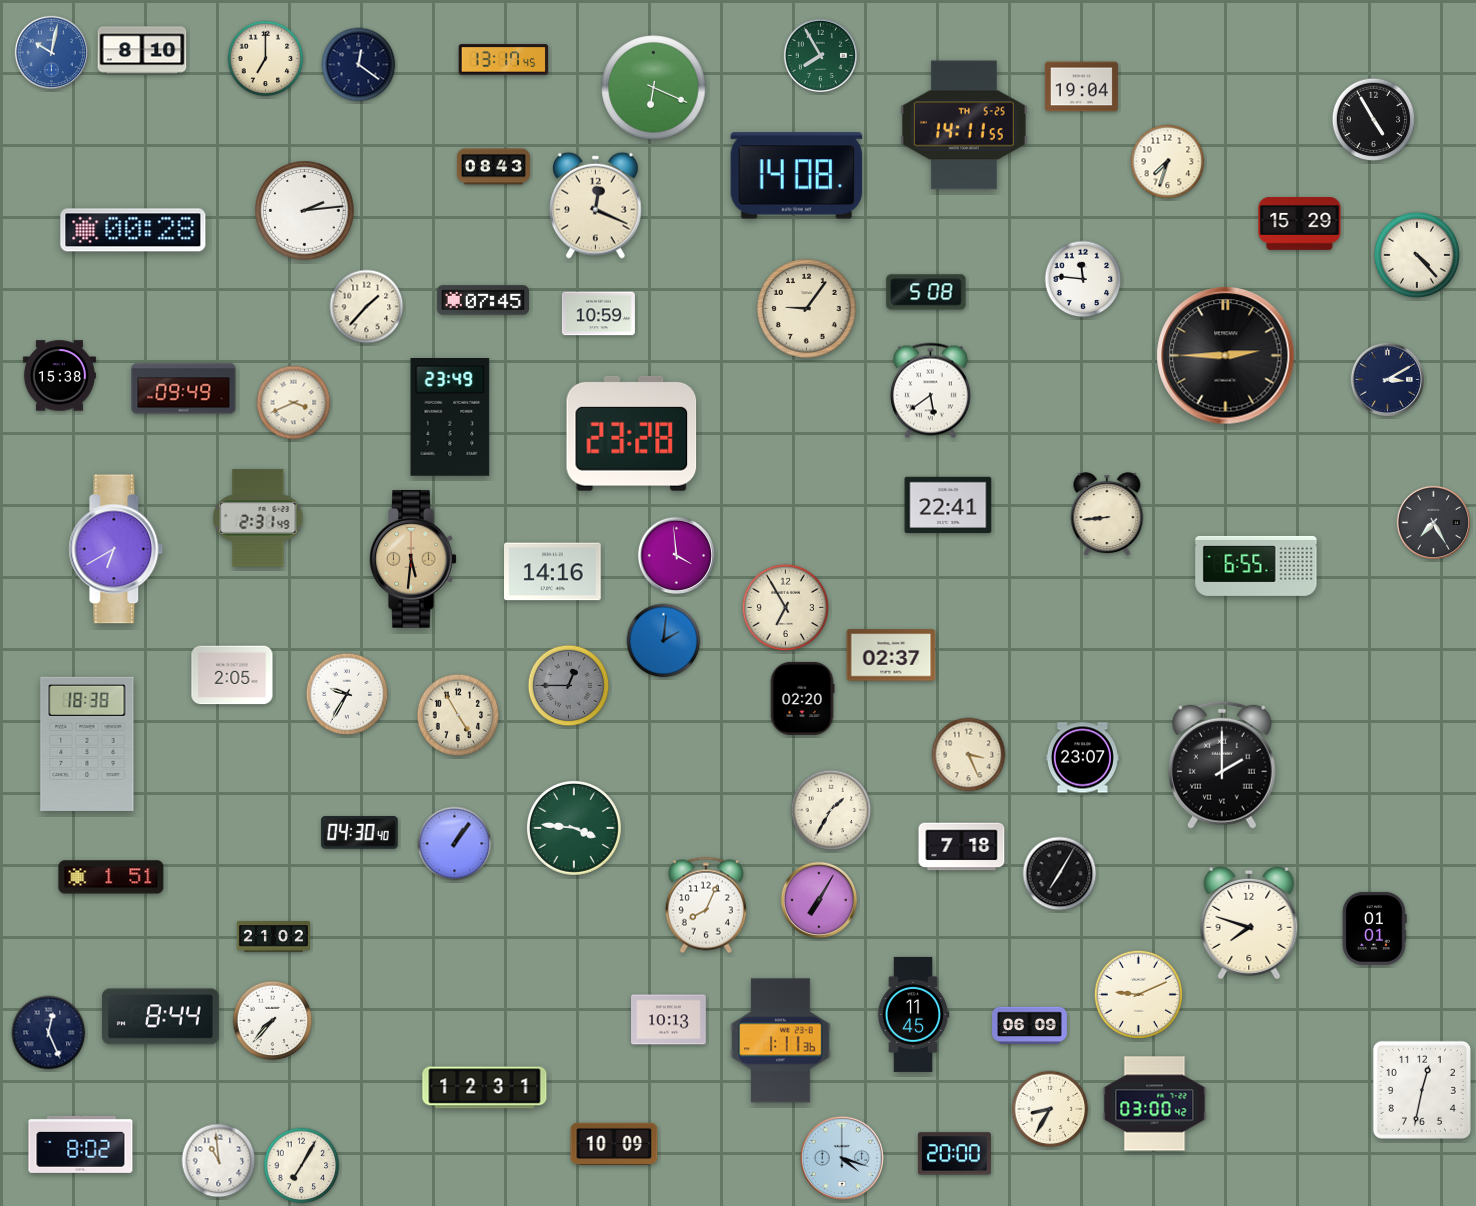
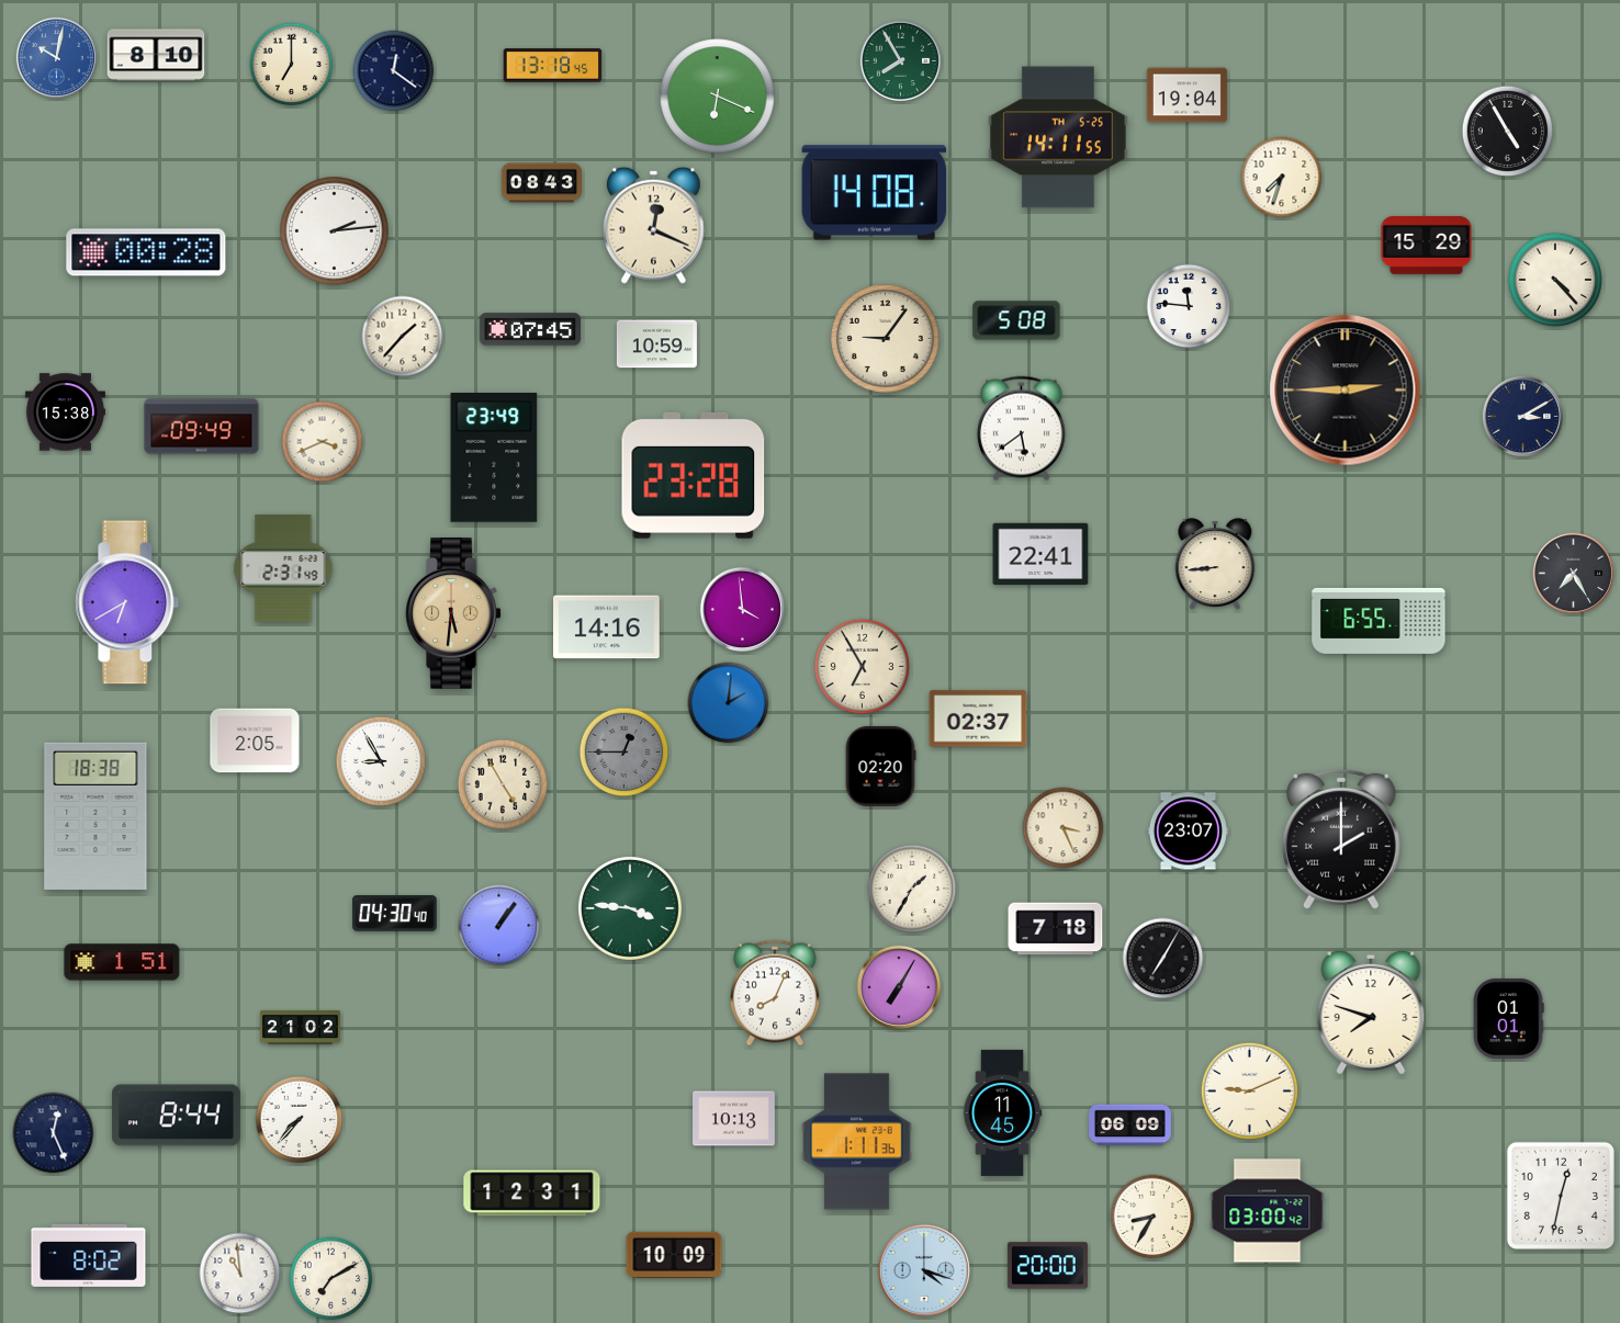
clock at (504, 60): 13:17 -> 13:18
clock at (347, 694): 9:35 -> 8:55
clock at (302, 1166): 7:05 -> 7:10
